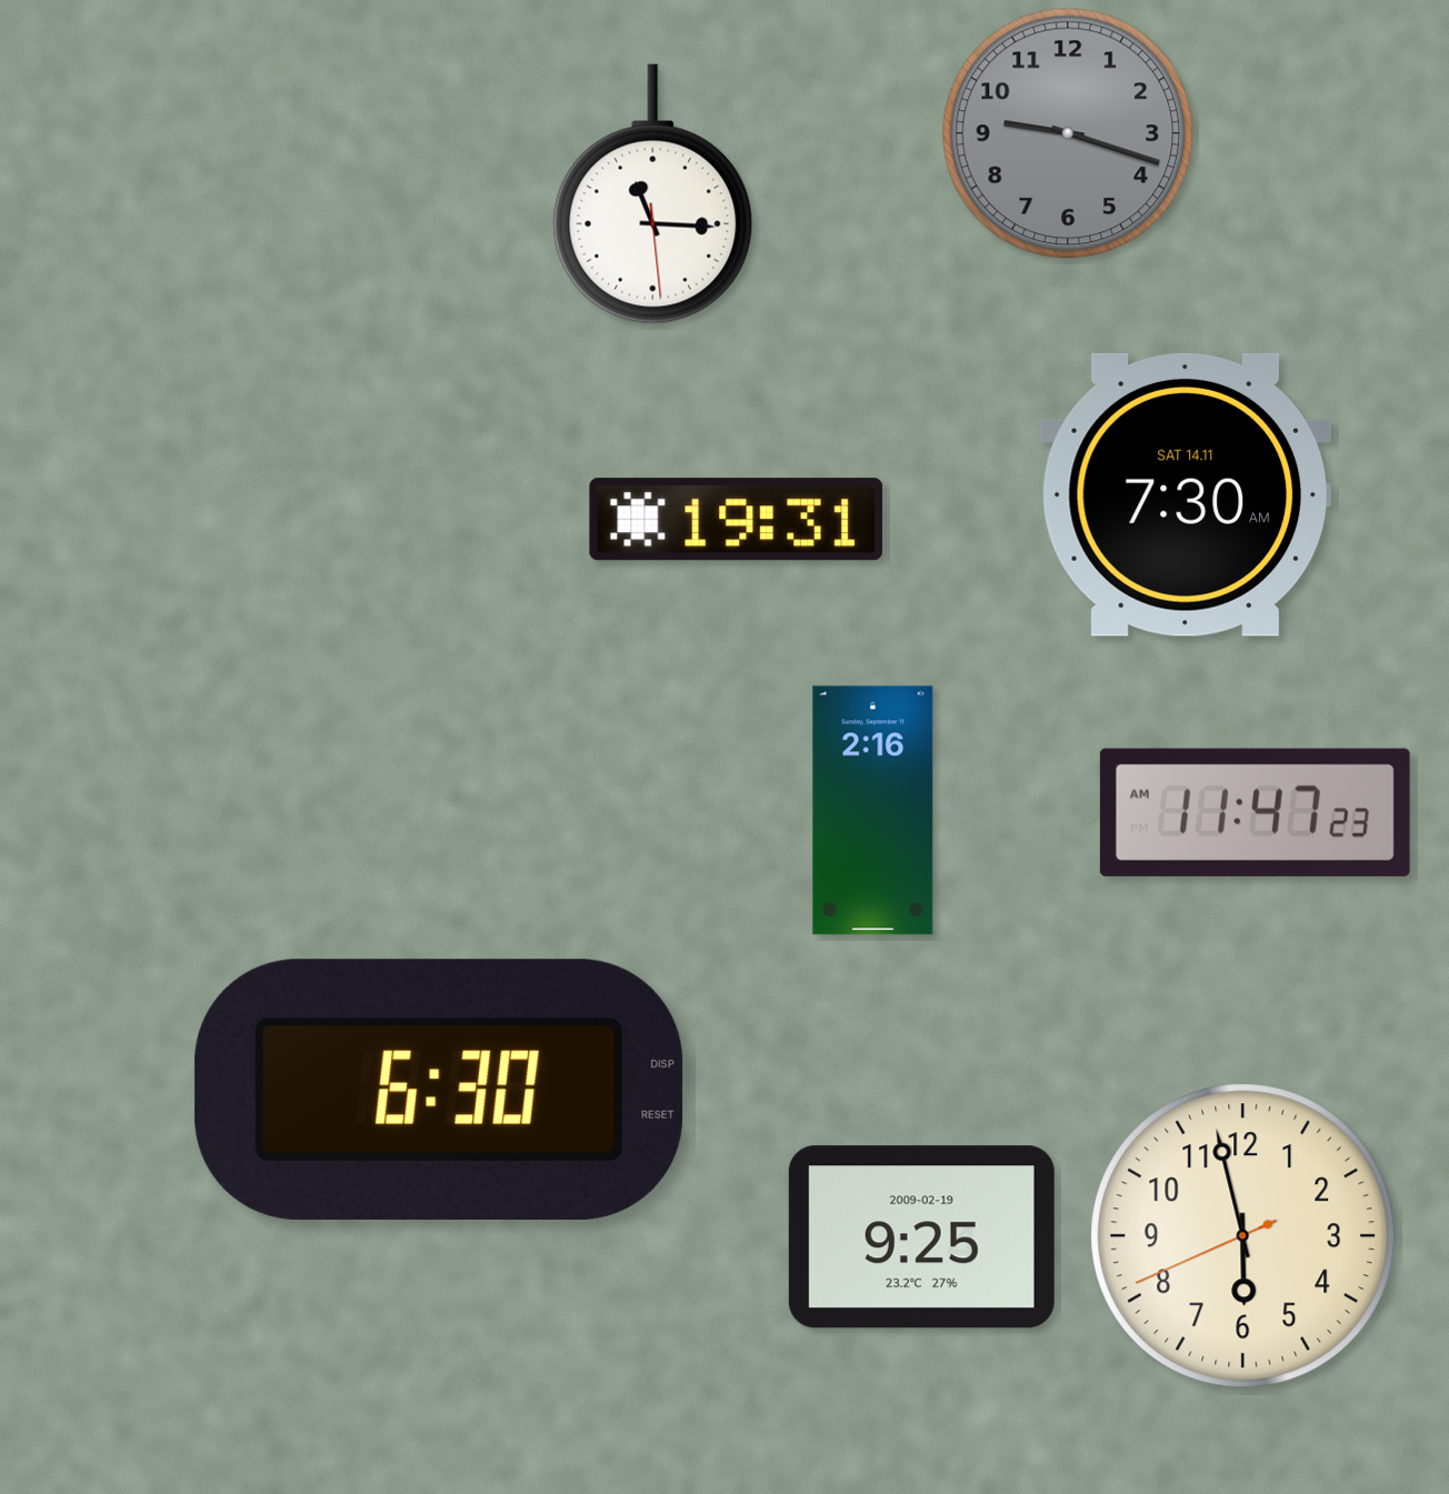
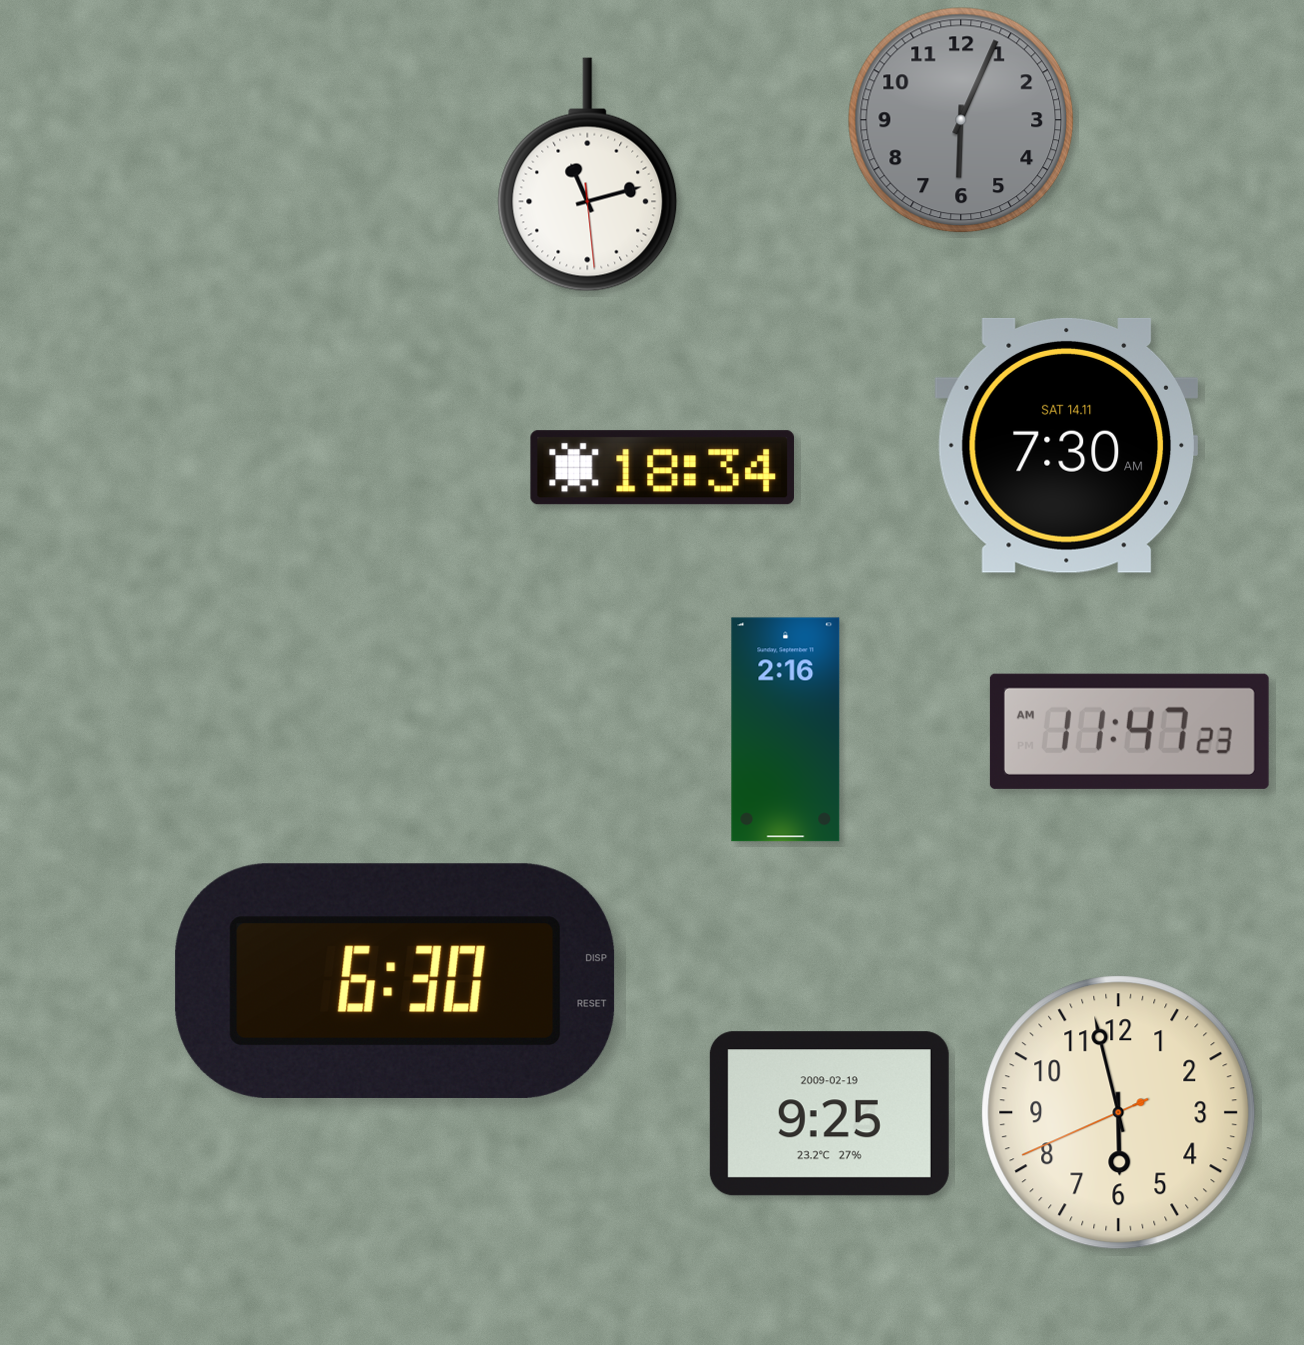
clock at (1068, 133): 9:18 -> 6:04
clock at (653, 194): 11:15 -> 11:12
clock at (736, 520): 19:31 -> 18:34
